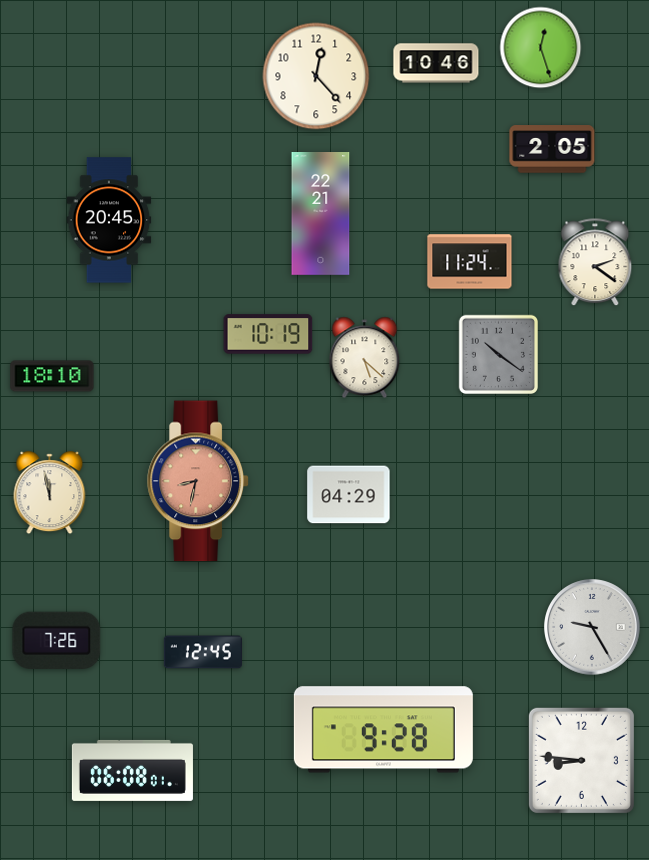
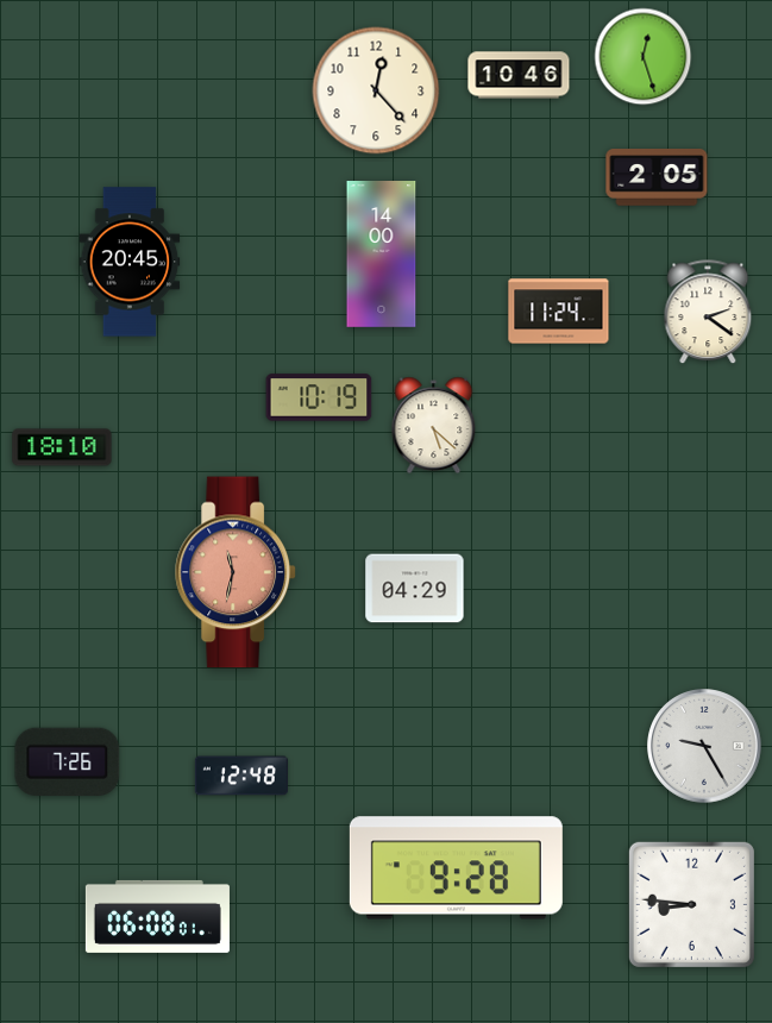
clock at (321, 214): 22:21 -> 14:00
clock at (498, 354): 10:21 -> none
clock at (198, 481): 8:32 -> 11:32
clock at (50, 493): 11:58 -> none
clock at (203, 652): 12:45 -> 12:48
